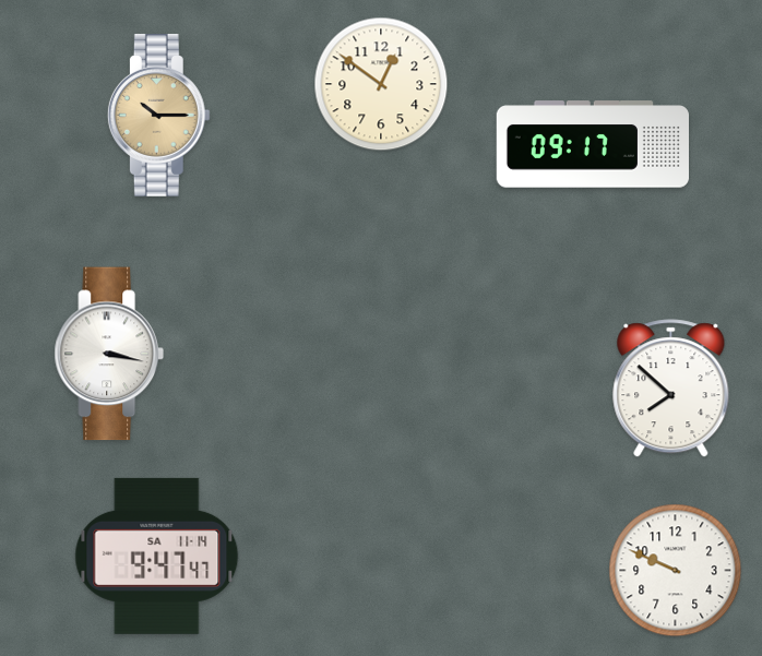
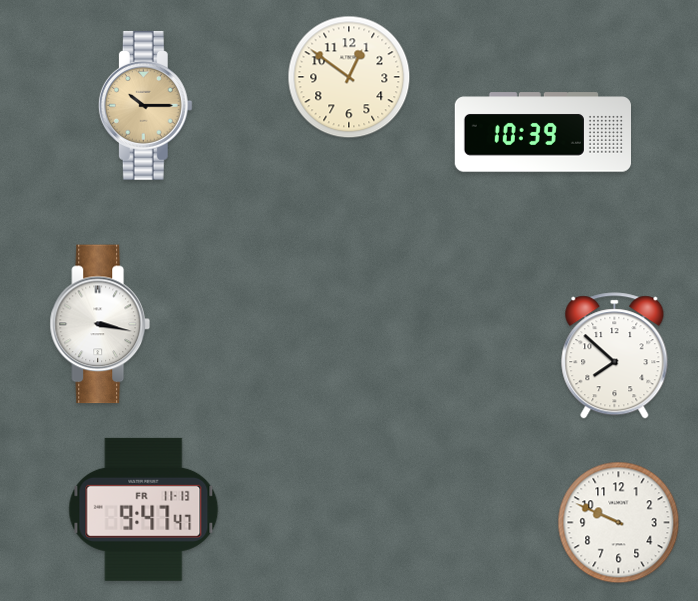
clock at (592, 144): 09:17 -> 10:39
clock at (157, 556) date: SA 11-14 -> FR 11-13
